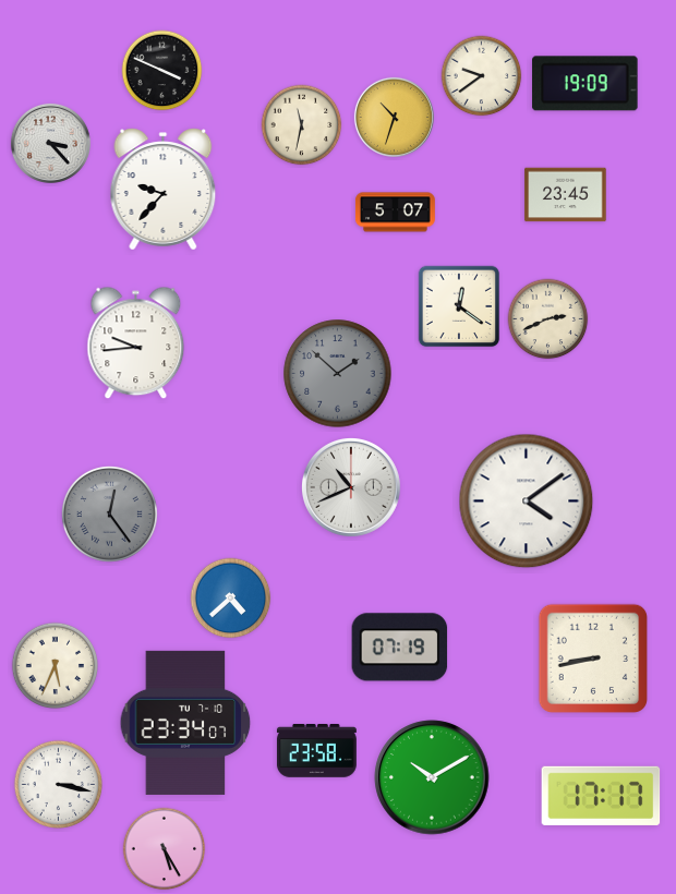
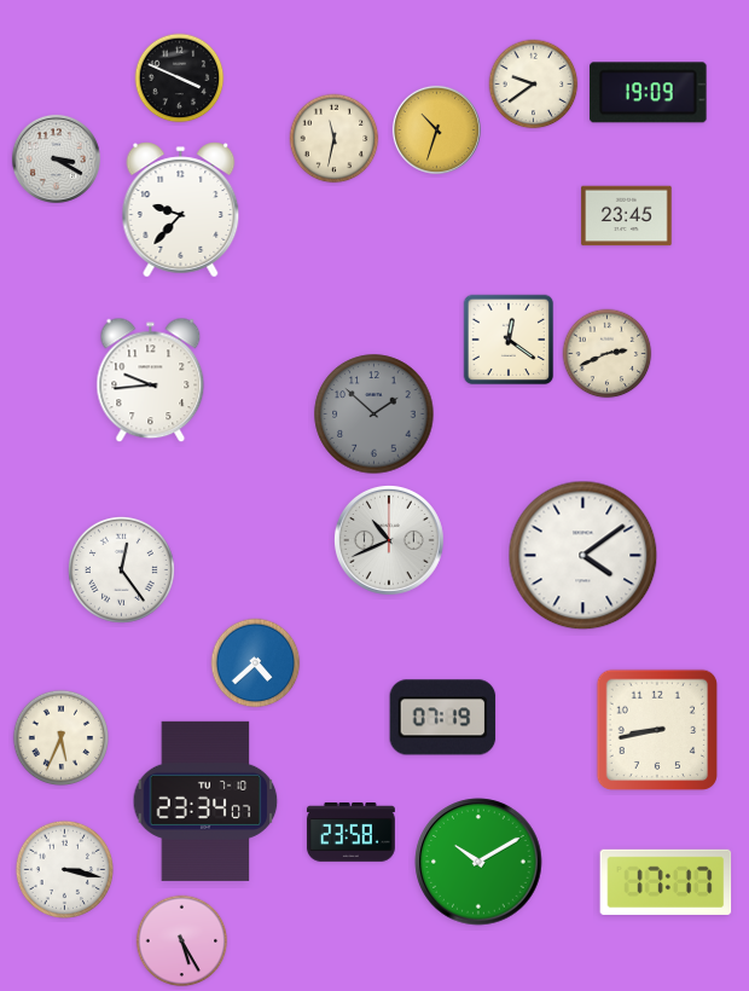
clock at (50, 143): 3:23 -> 3:20
clock at (395, 213): 5:07 -> none
clock at (109, 514) dial: grey -> white
